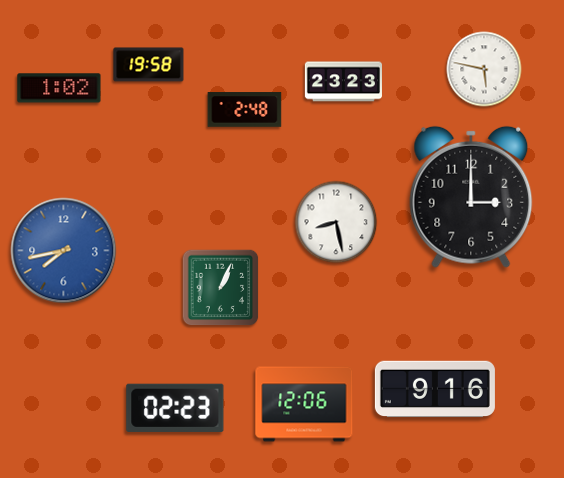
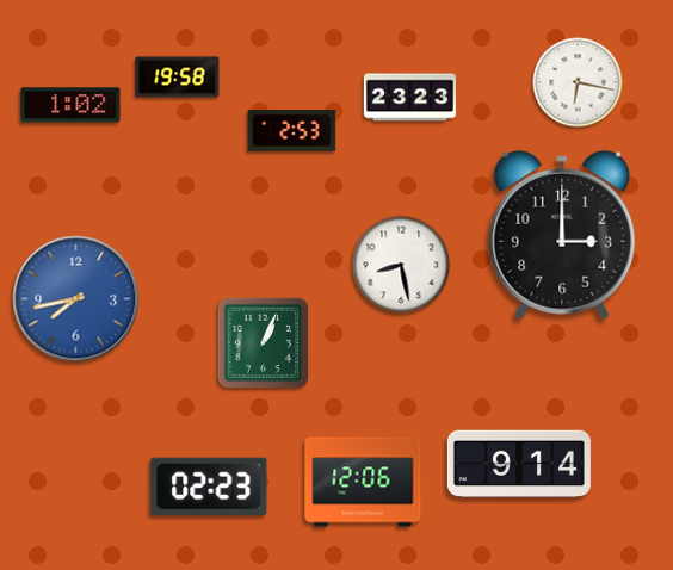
clock at (484, 69): 5:47 -> 6:17
clock at (245, 110): 2:48 -> 2:53
clock at (435, 389): 9:16 -> 9:14
